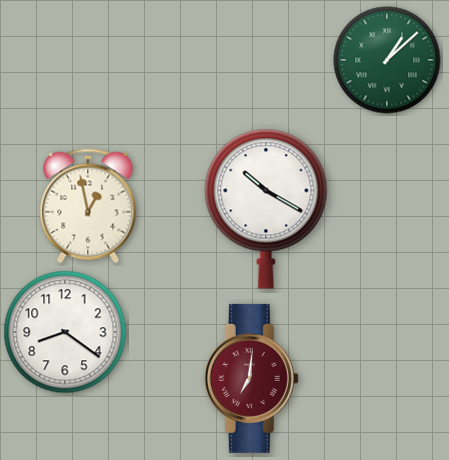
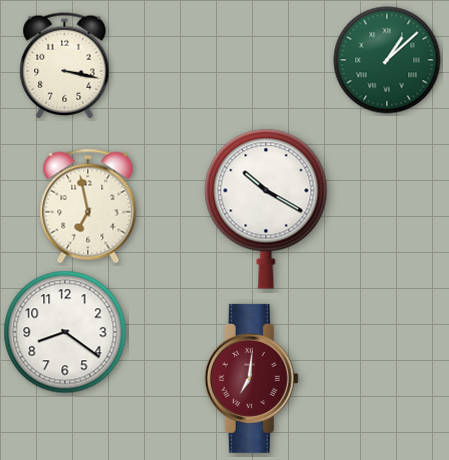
clock at (65, 66): none -> 3:17
clock at (88, 206): 12:58 -> 6:58
